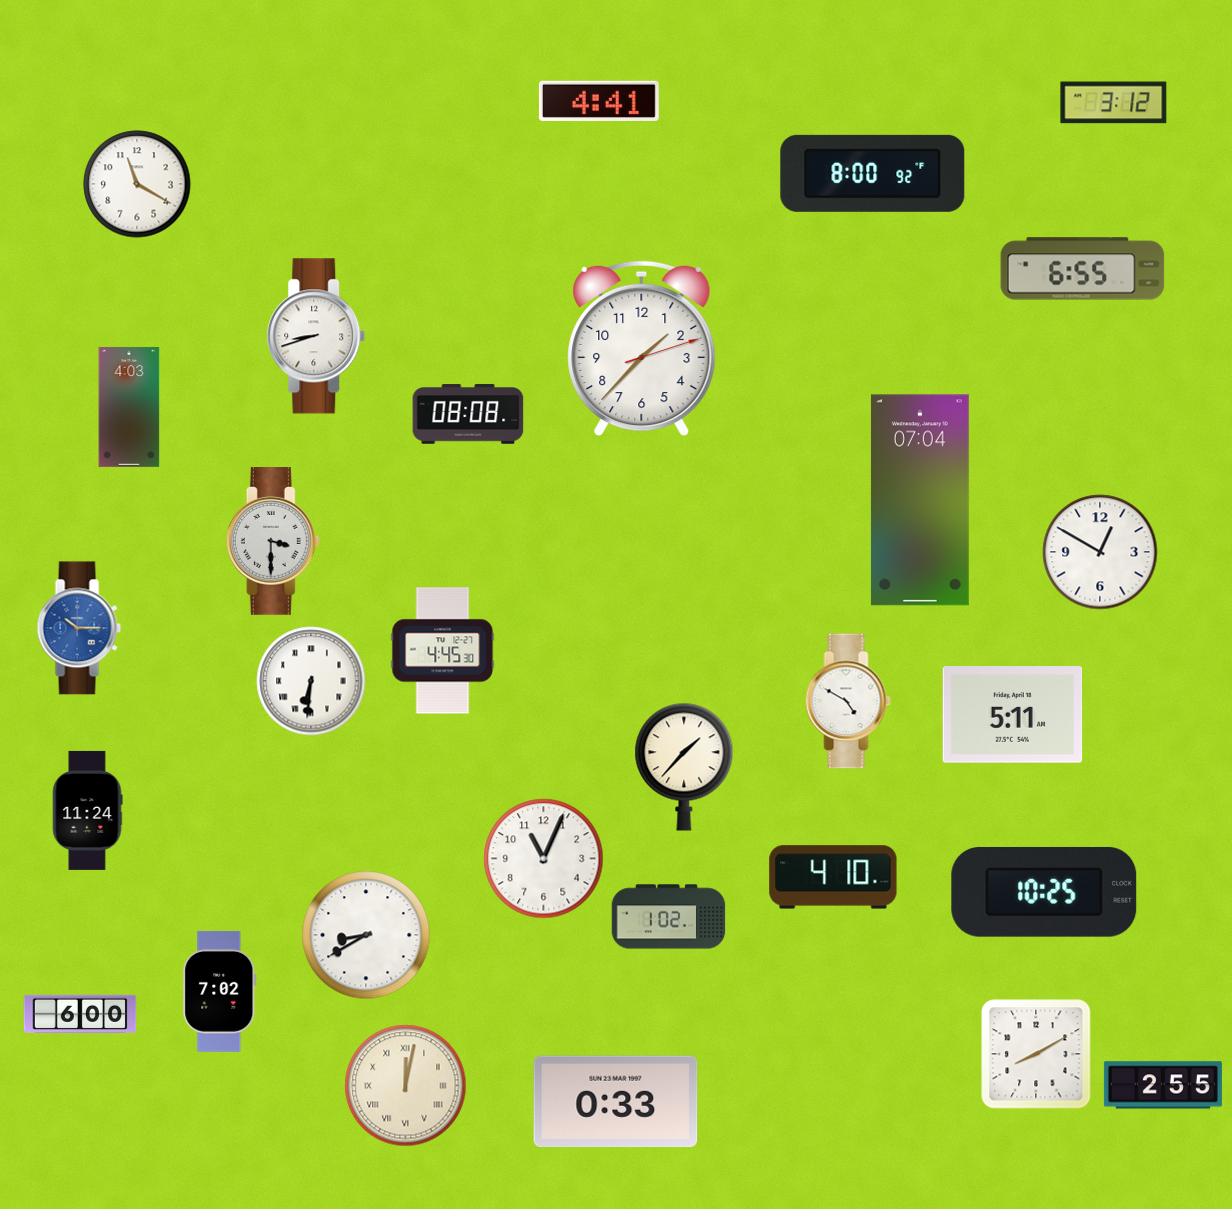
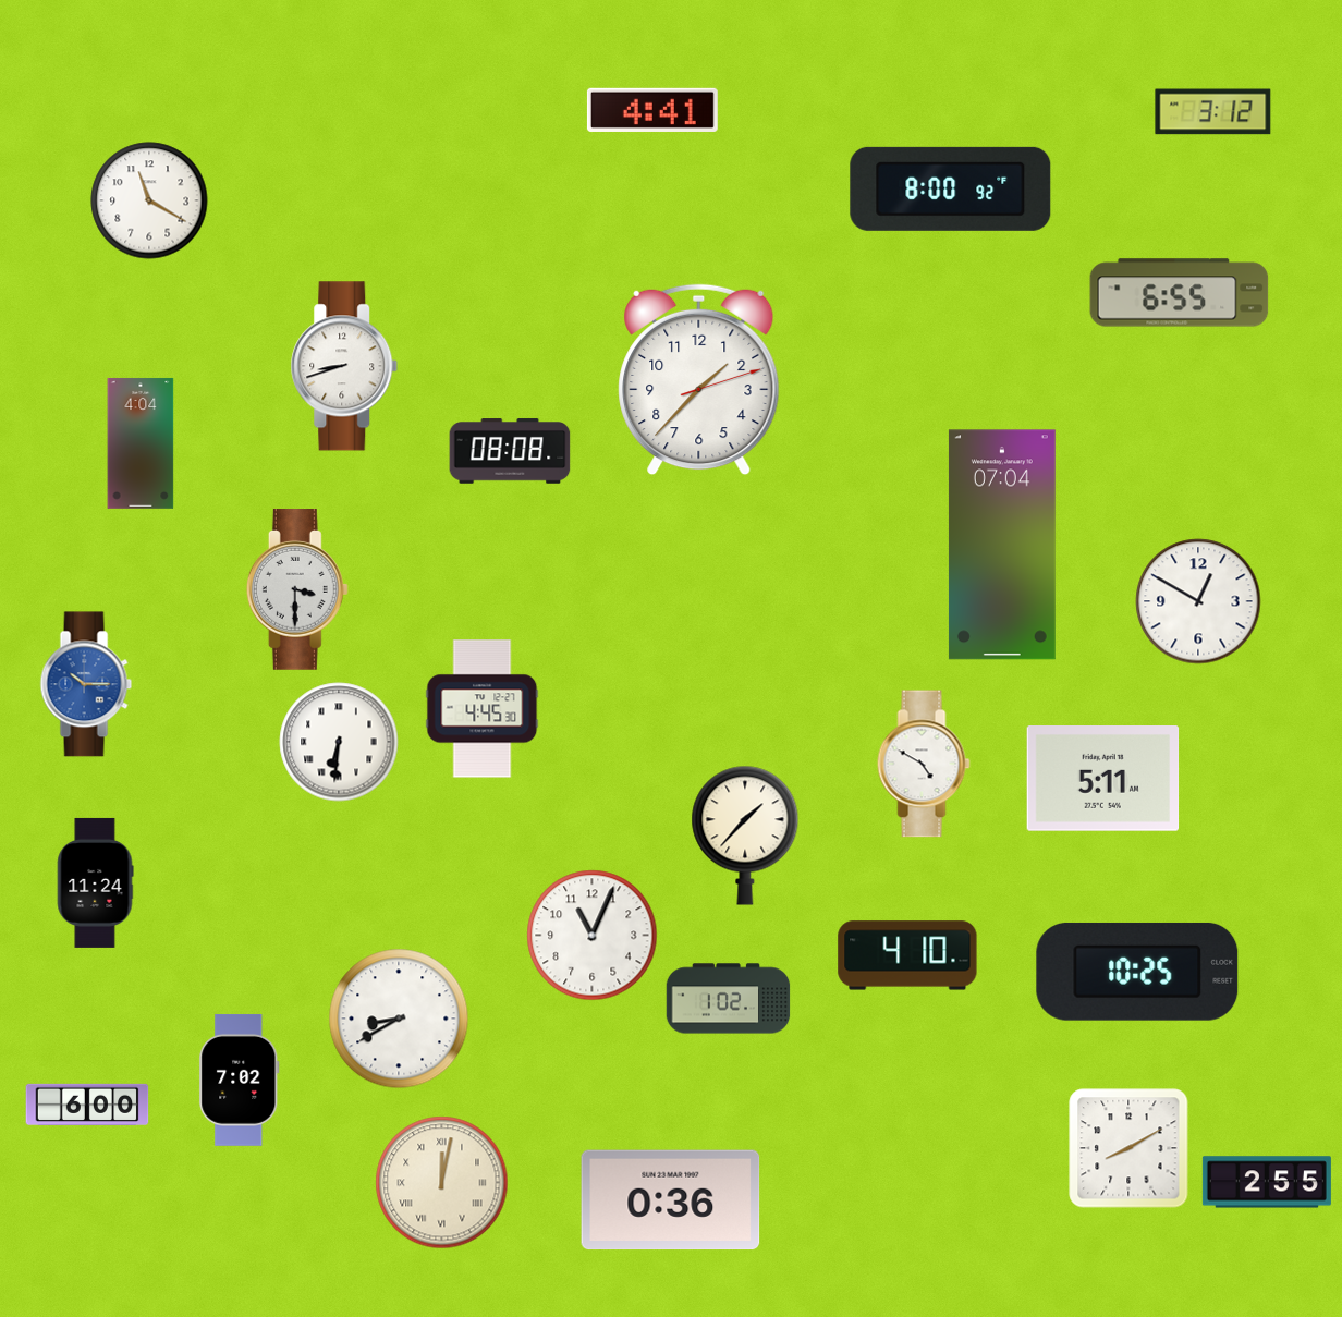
clock at (129, 407): 4:03 -> 4:04
clock at (616, 1102): 0:33 -> 0:36
